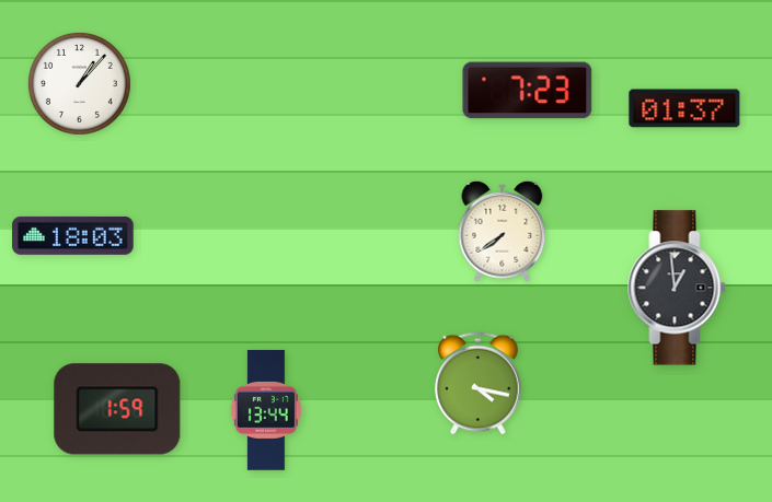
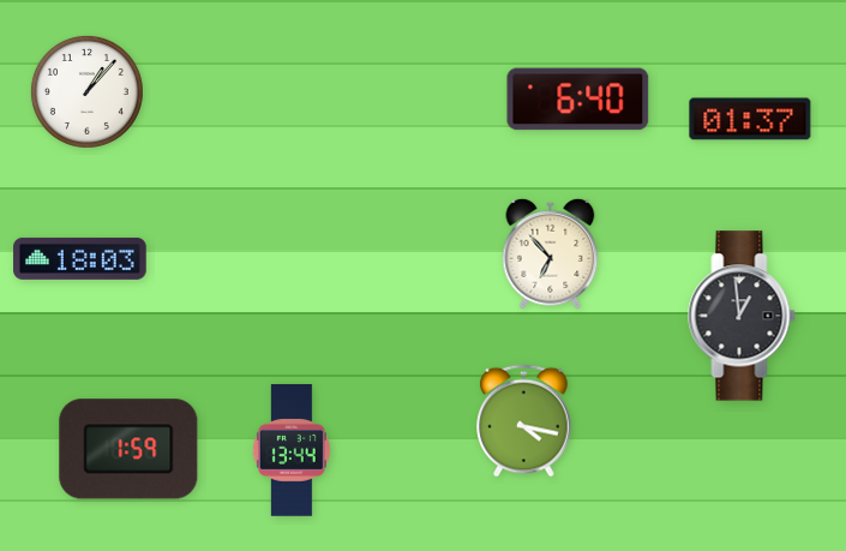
clock at (528, 91): 7:23 -> 6:40
clock at (503, 231): 7:39 -> 6:53
